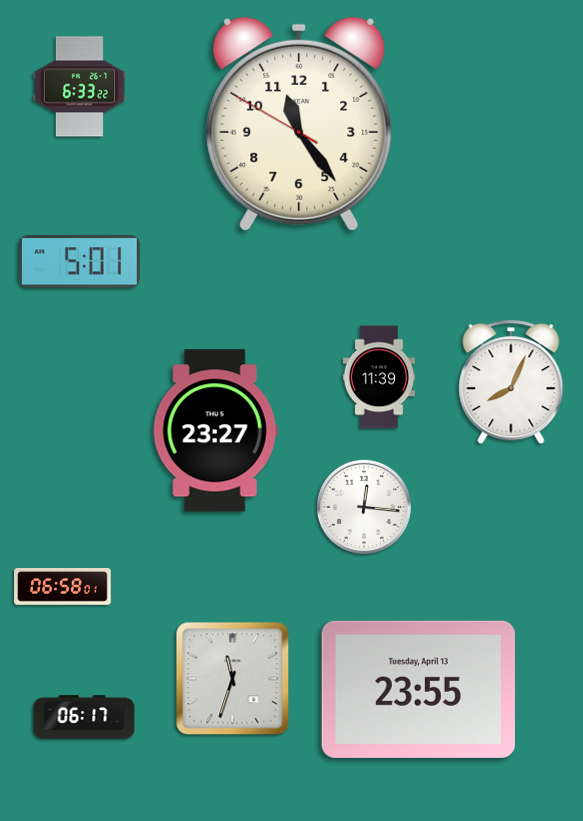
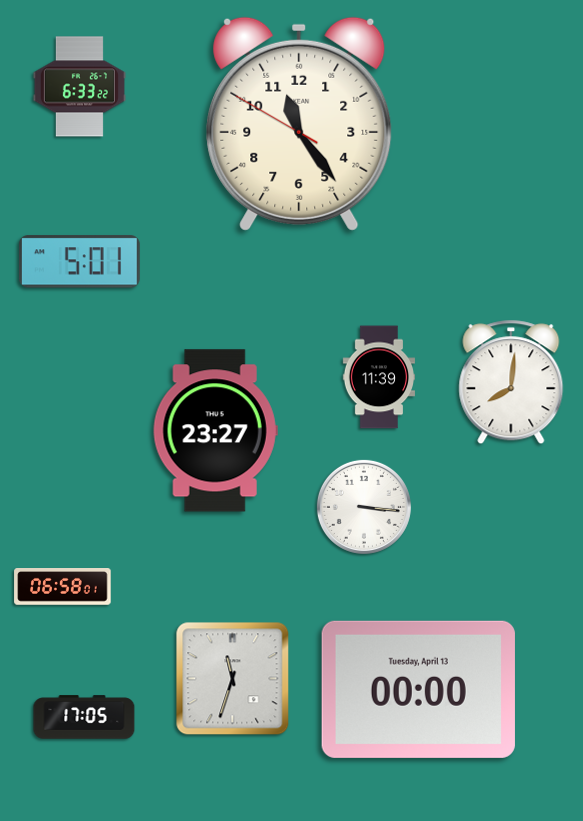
clock at (511, 382): 8:04 -> 8:01
clock at (364, 507): 12:16 -> 3:16
clock at (418, 689): 23:55 -> 00:00
clock at (84, 717): 06:17 -> 17:05
